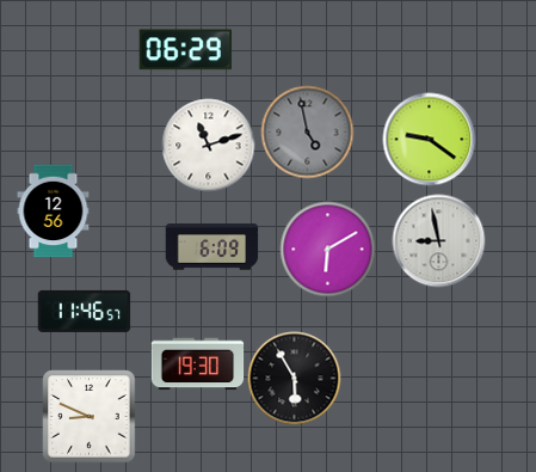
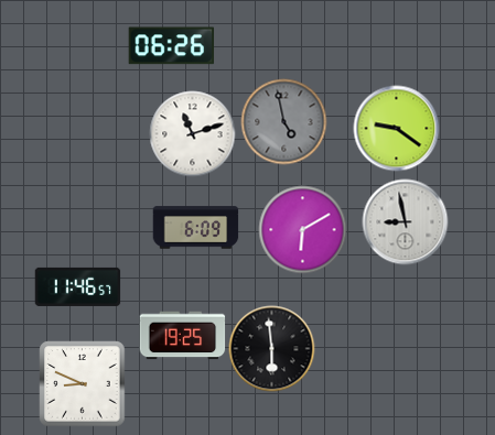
clock at (185, 50): 06:29 -> 06:26
clock at (54, 210): 12:56 -> none
clock at (197, 364): 19:30 -> 19:25
clock at (294, 378): 5:55 -> 5:59
